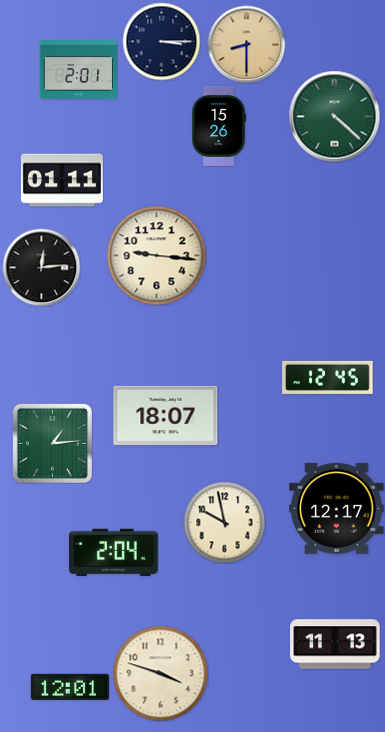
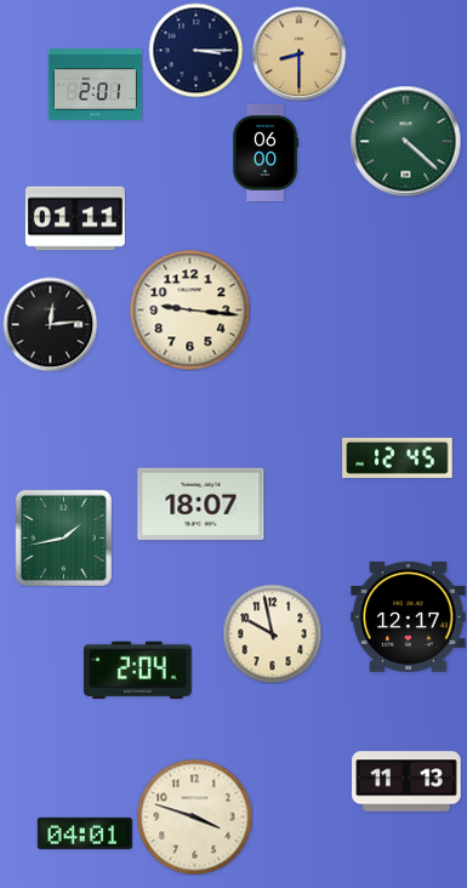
clock at (219, 126): 15:26 -> 06:00
clock at (52, 443): 1:14 -> 1:43
clock at (70, 687): 12:01 -> 04:01
